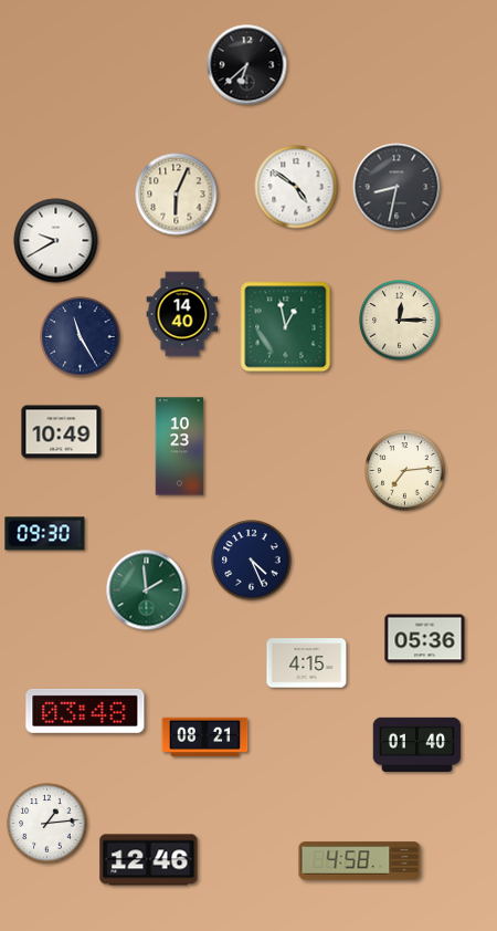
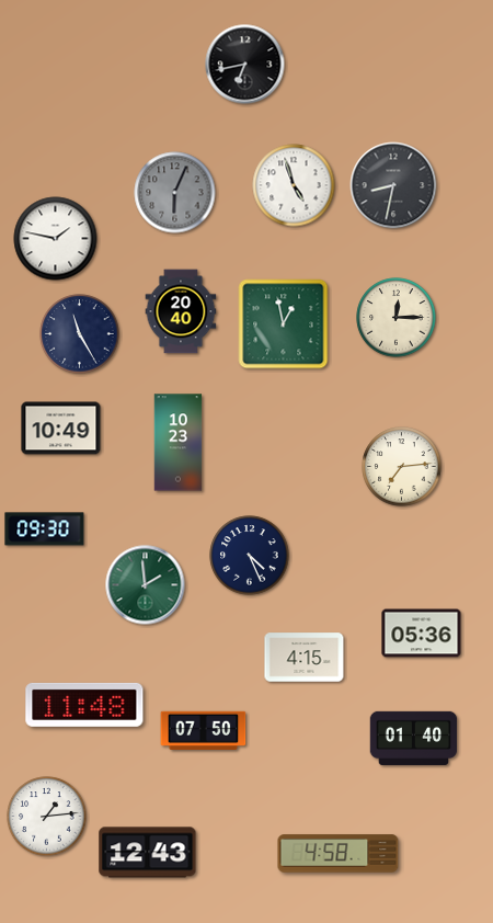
clock at (247, 65): 6:38 -> 6:43
clock at (296, 187): 4:51 -> 4:57
clock at (177, 195) dial: cream -> grey
clock at (56, 241): 9:40 -> 1:47
clock at (182, 314): 14:40 -> 20:40
clock at (85, 711): 03:48 -> 11:48
clock at (205, 736): 08:21 -> 07:50
clock at (149, 860): 12:46 -> 12:43
clock at (360, 861) position: (360, 861) -> (339, 854)
